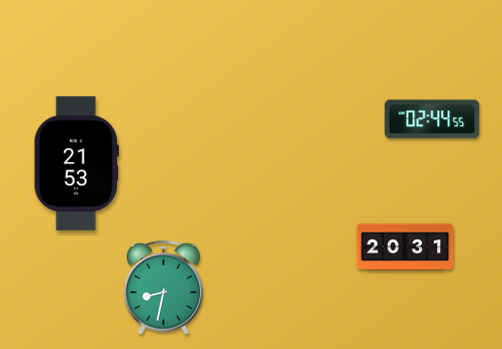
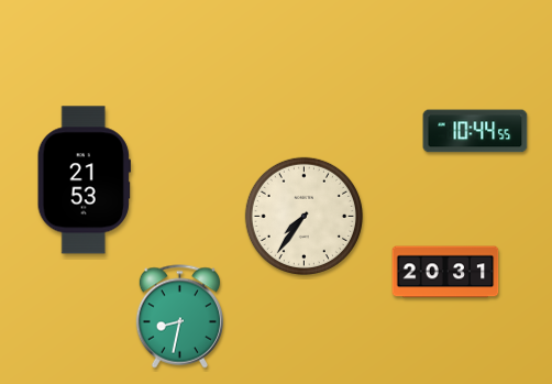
clock at (432, 119): 02:44 -> 10:44
clock at (303, 216): none -> 7:36
